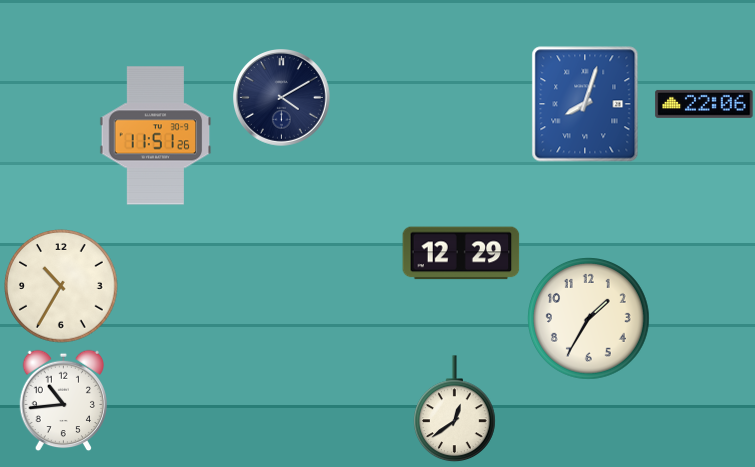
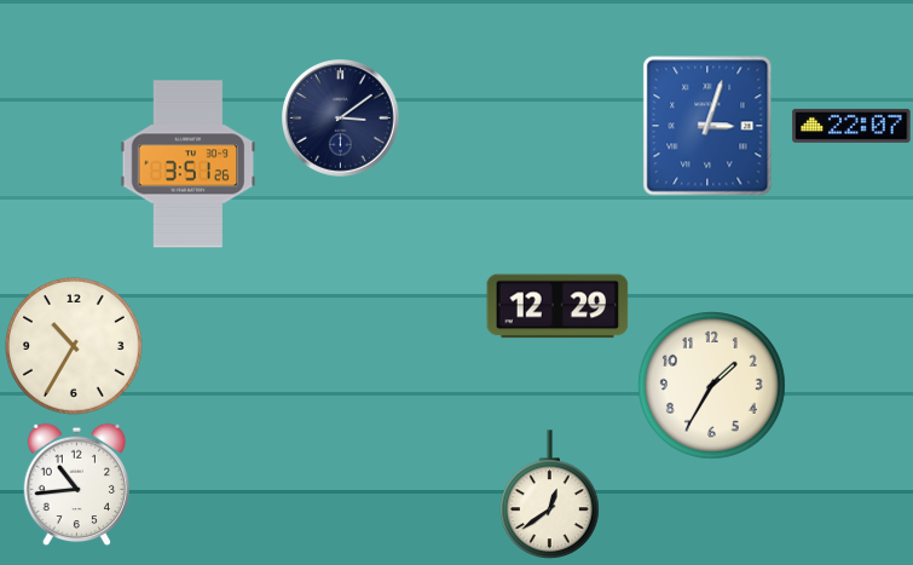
clock at (282, 98): 4:10 -> 3:09
clock at (585, 104): 8:03 -> 3:03
clock at (704, 104): 22:06 -> 22:07
clock at (156, 136): 11:51 -> 3:51
